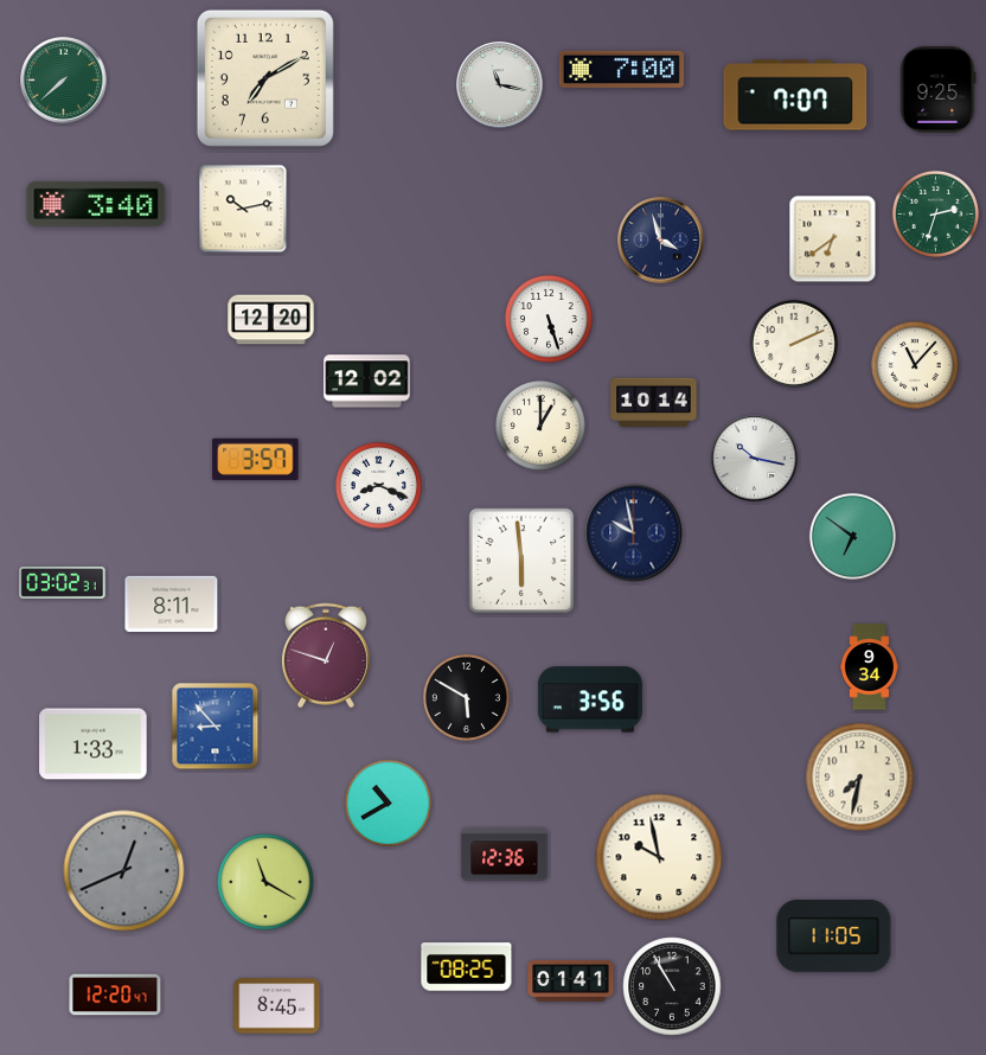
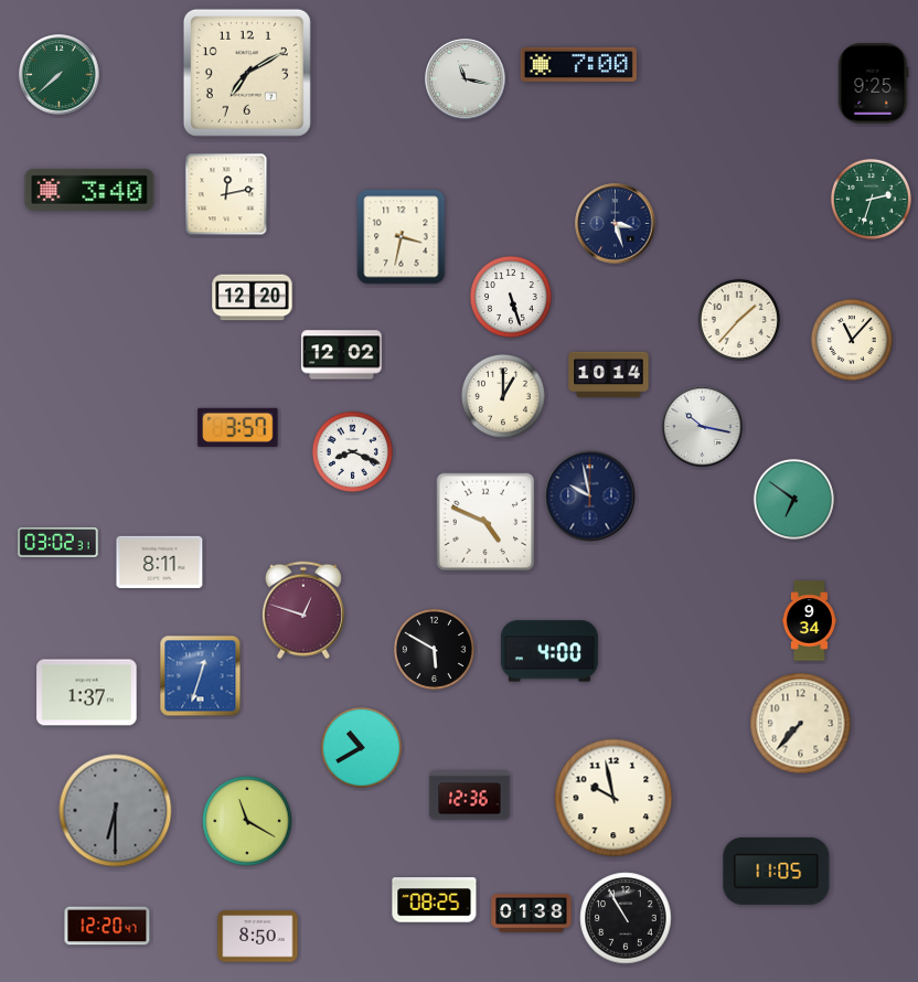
clock at (795, 95): 7:07 -> none
clock at (243, 209): 10:13 -> 12:13
clock at (833, 239): 6:39 -> none
clock at (661, 241): 3:57 -> 3:27
clock at (402, 237): none -> 3:32
clock at (794, 344): 2:11 -> 1:37
clock at (521, 561): 5:59 -> 4:49
clock at (590, 699): 3:56 -> 4:00
clock at (216, 727): 8:53 -> 12:33
clock at (94, 744): 1:33 -> 1:37
clock at (860, 778): 7:32 -> 7:37
clock at (124, 871): 12:41 -> 6:30
clock at (571, 982): 01:41 -> 01:38
clock at (277, 1006): 8:45 -> 8:50
